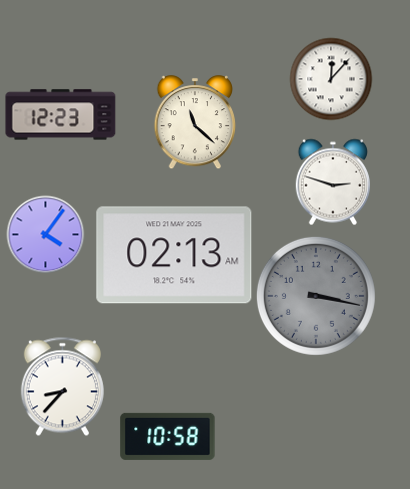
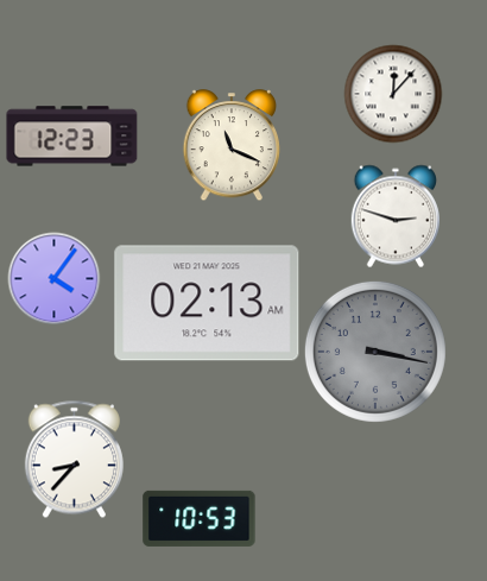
clock at (195, 122): 11:22 -> 11:19
clock at (168, 436): 10:58 -> 10:53
